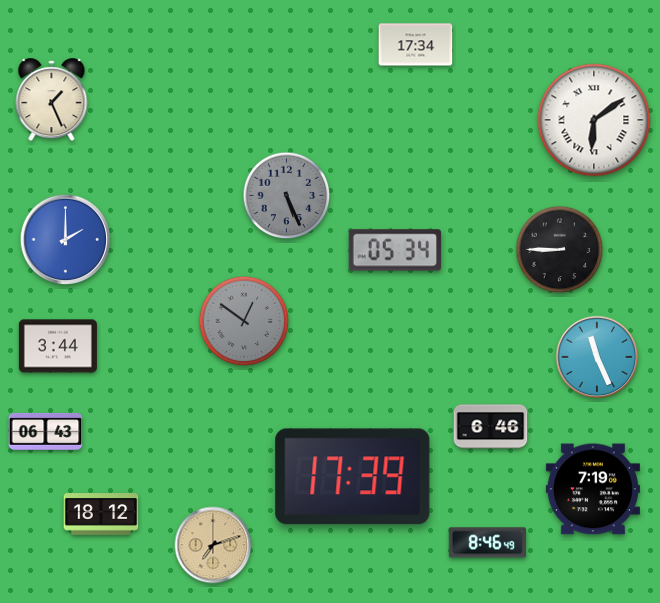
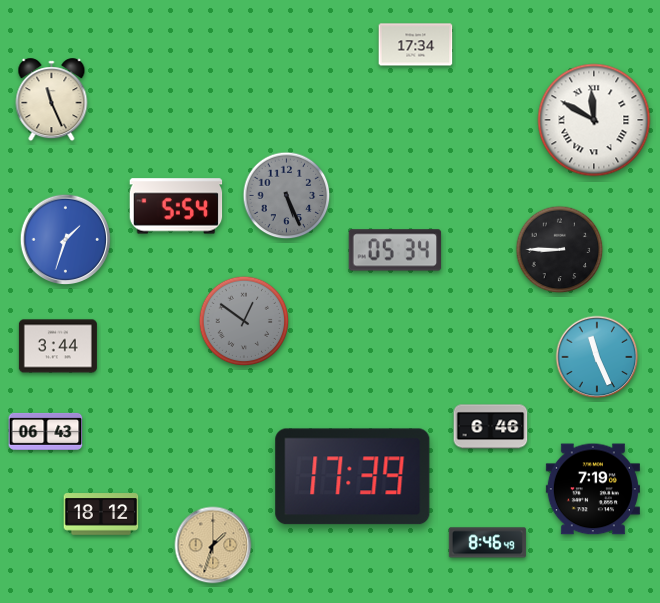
clock at (52, 100): 1:26 -> 11:26
clock at (594, 120): 6:09 -> 11:50
clock at (176, 206): none -> 5:54
clock at (66, 240): 2:00 -> 1:33
clock at (213, 545): 7:12 -> 1:33
